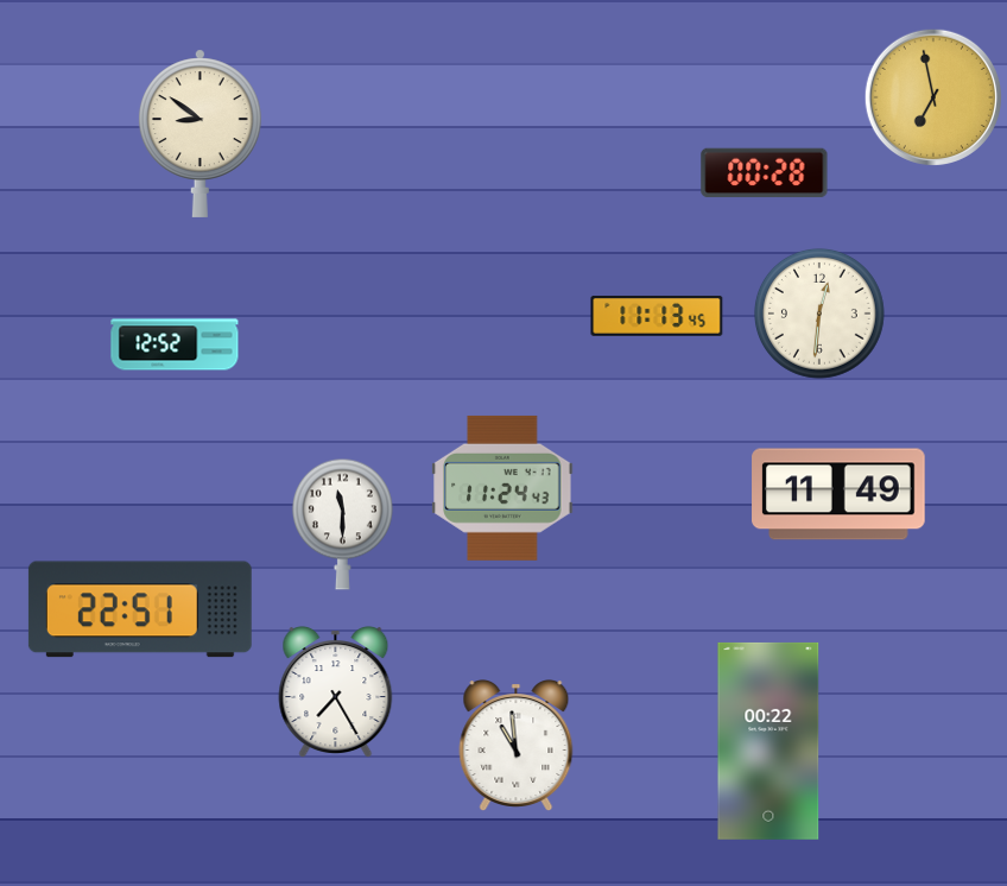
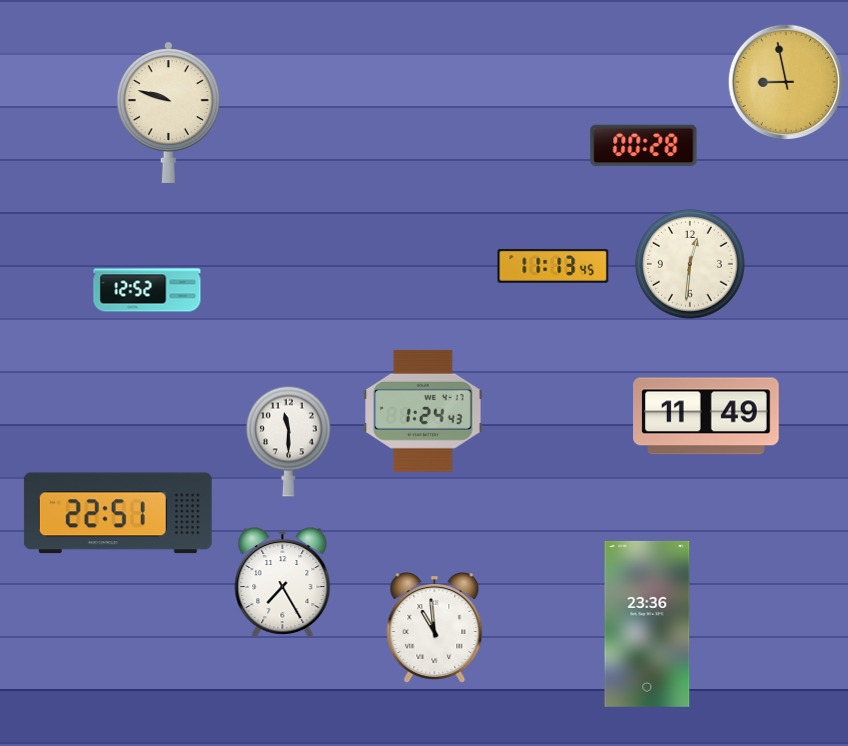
clock at (933, 96): 6:58 -> 8:58
clock at (199, 133): 8:51 -> 9:48
clock at (502, 488): 11:24 -> 1:24
clock at (768, 741): 00:22 -> 23:36
